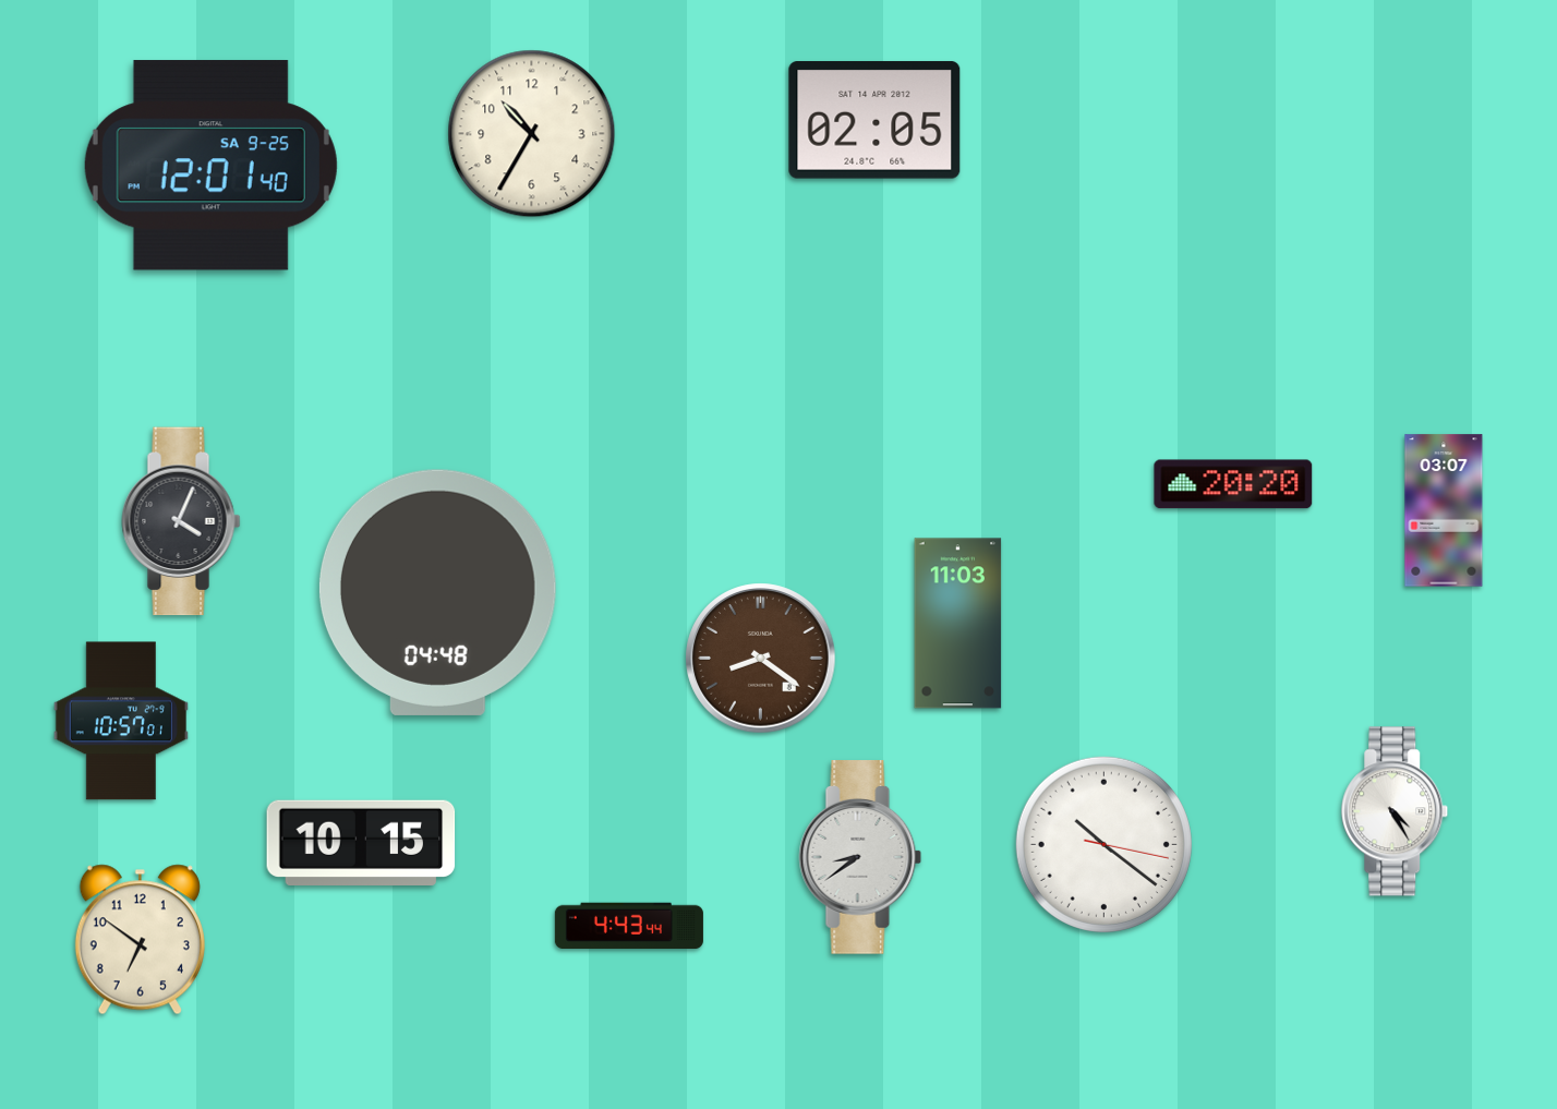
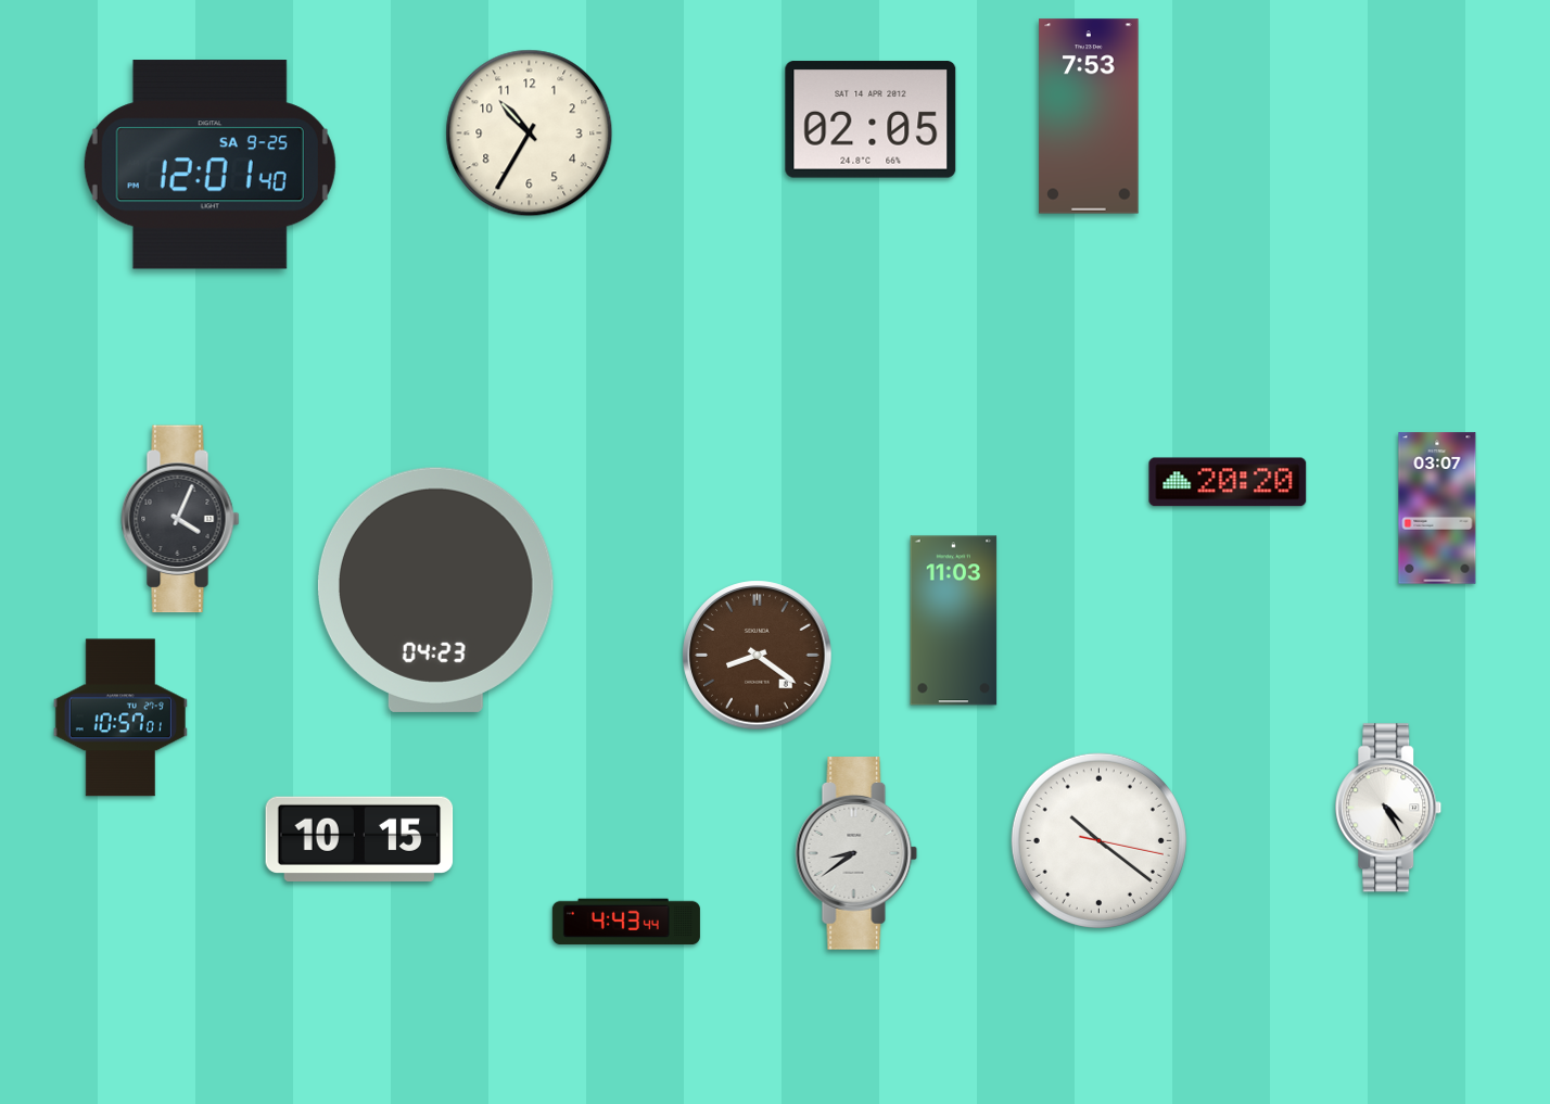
clock at (1089, 116): none -> 7:53
clock at (437, 592): 04:48 -> 04:23
clock at (140, 940): 6:51 -> none
